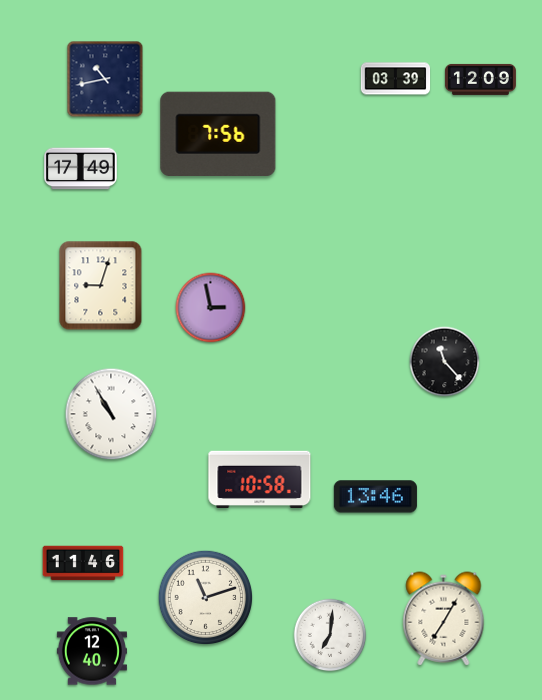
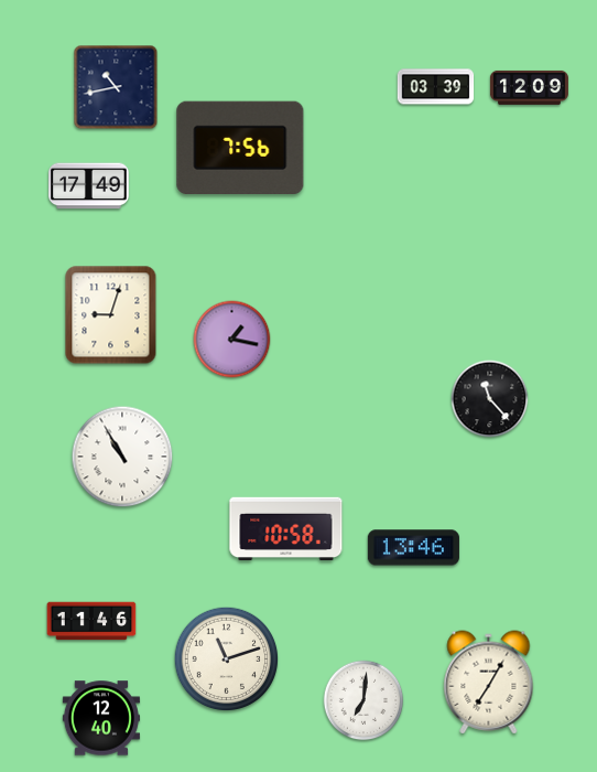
clock at (211, 308): 2:58 -> 1:17
